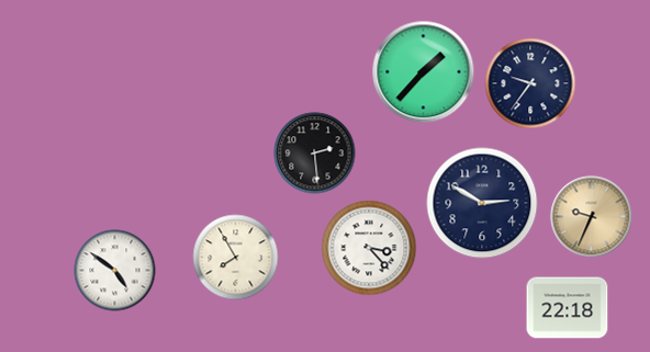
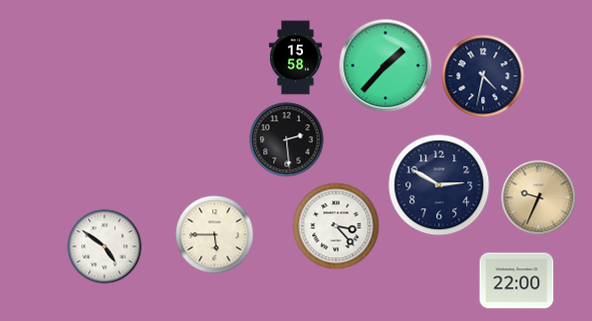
clock at (295, 58): none -> 15:58
clock at (530, 83): 9:36 -> 4:32
clock at (236, 258): 7:55 -> 5:45
clock at (568, 308): 22:18 -> 22:00
